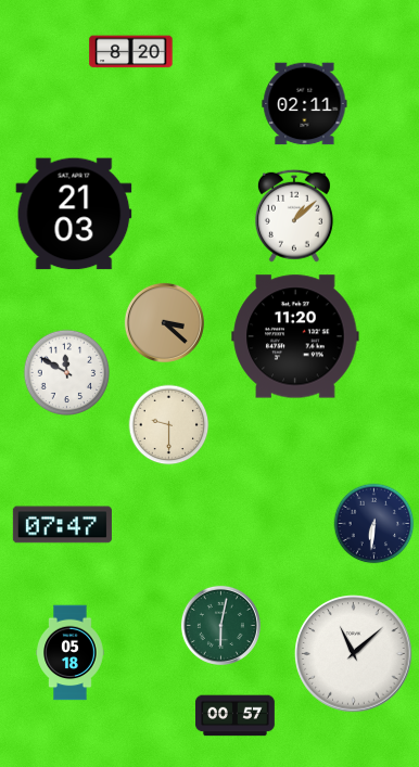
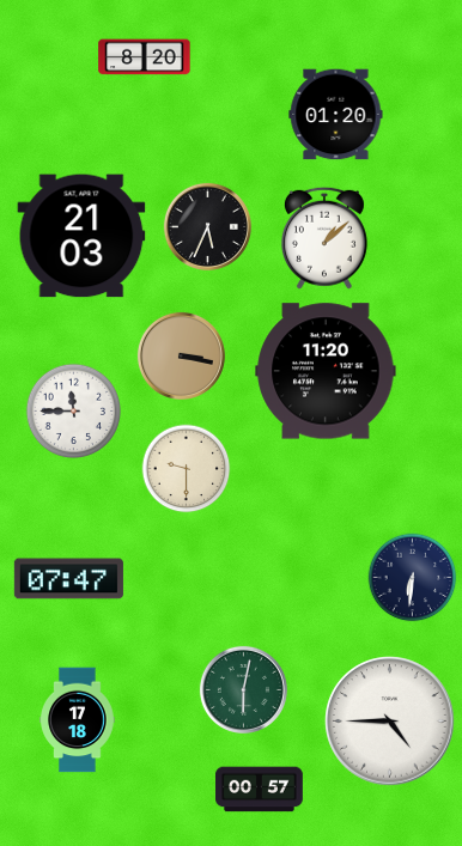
clock at (305, 104): 02:11 -> 01:20
clock at (207, 226): none -> 5:34
clock at (164, 322): 3:22 -> 3:17
clock at (67, 373): 11:50 -> 11:45
clock at (71, 653): 05:18 -> 17:18
clock at (354, 654): 11:08 -> 4:45
